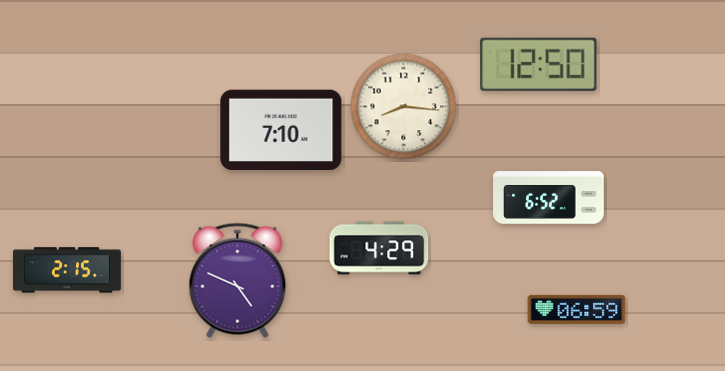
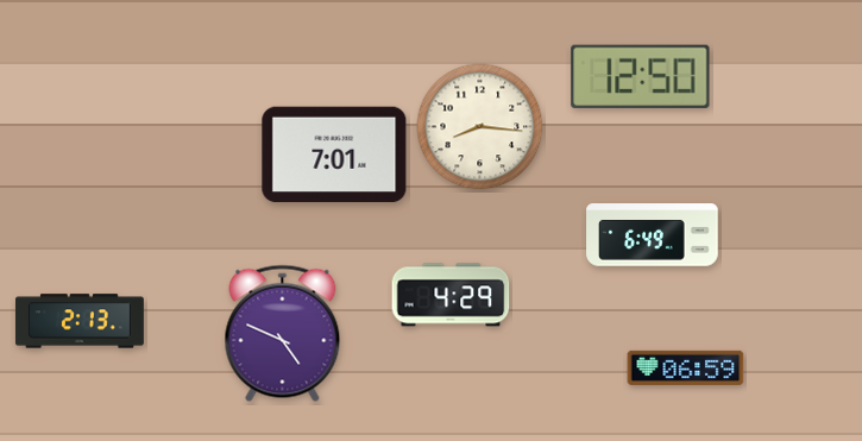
clock at (281, 130): 7:10 -> 7:01
clock at (549, 198): 6:52 -> 6:49
clock at (67, 270): 2:15 -> 2:13
